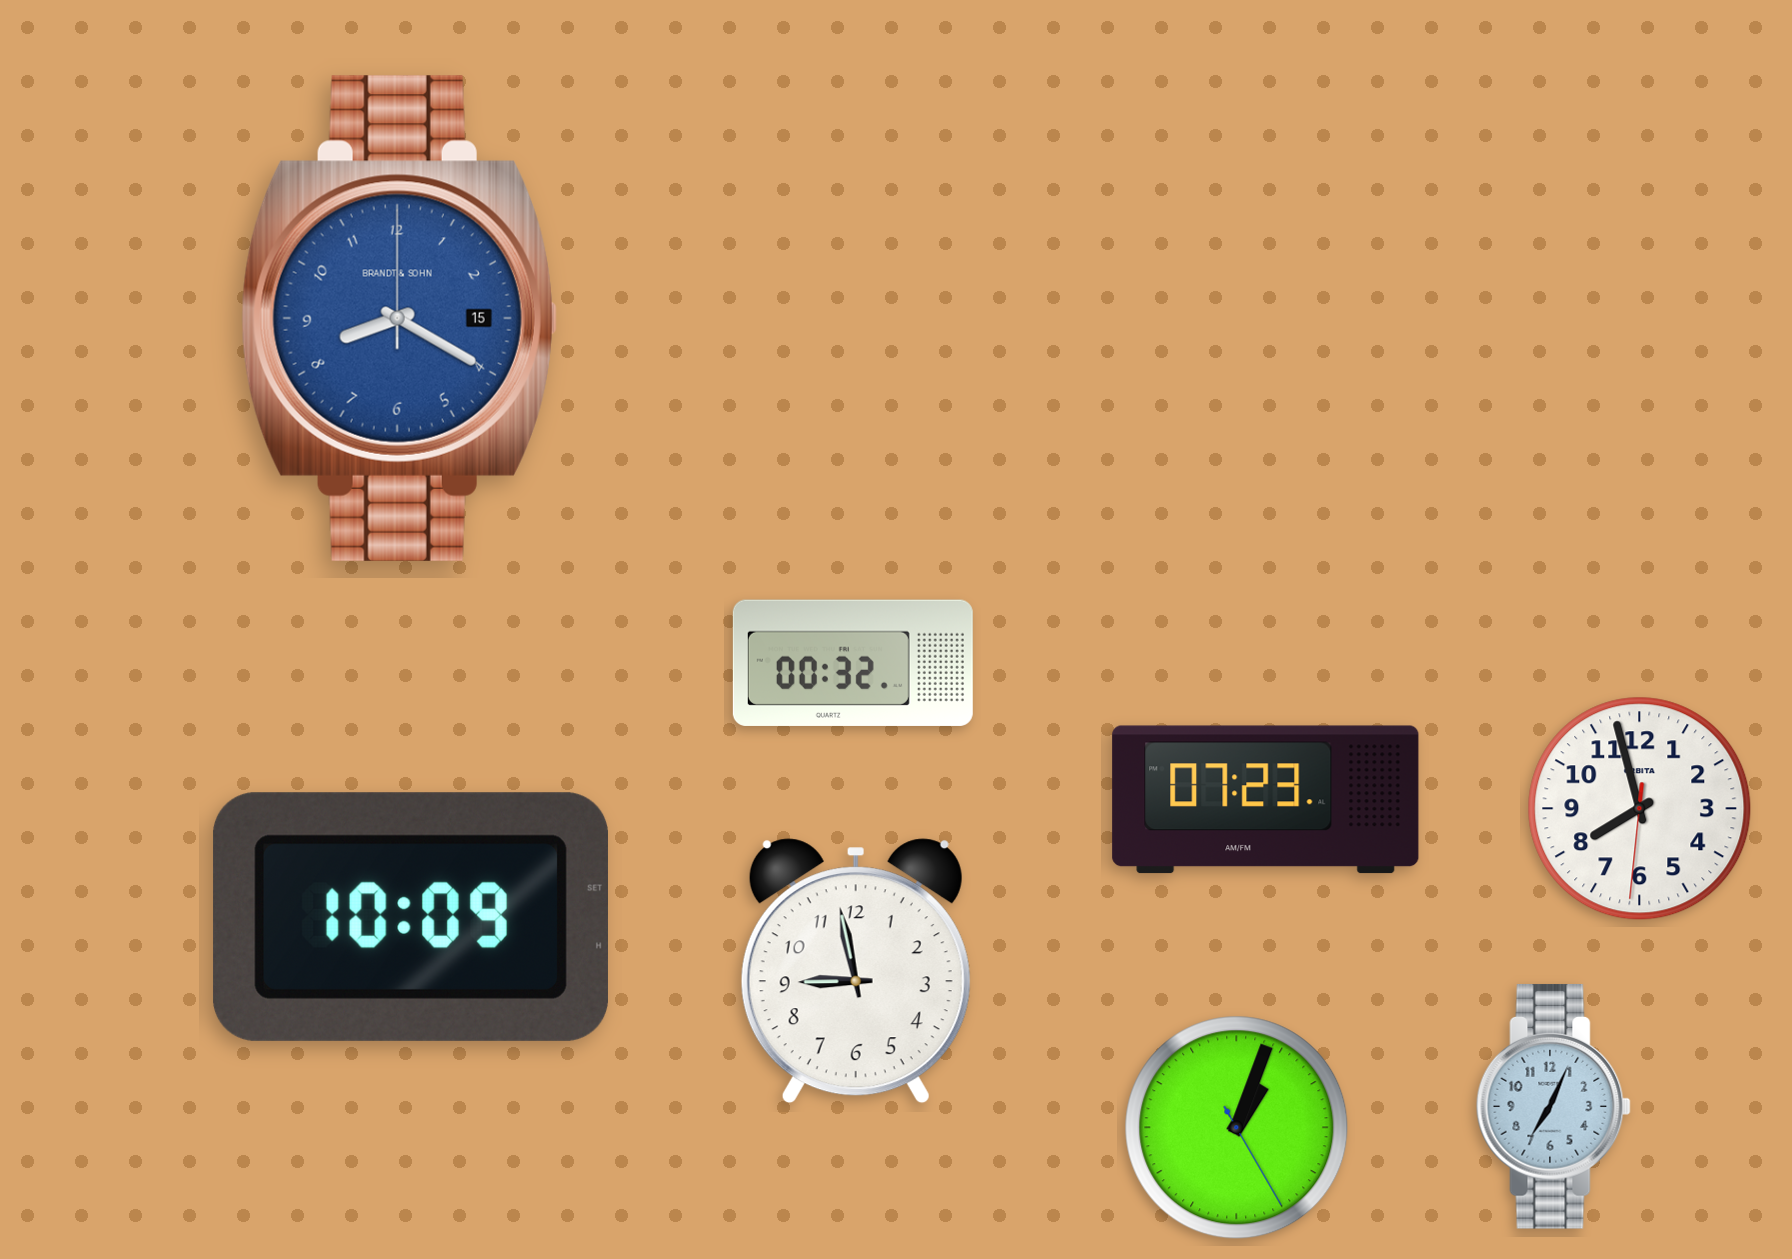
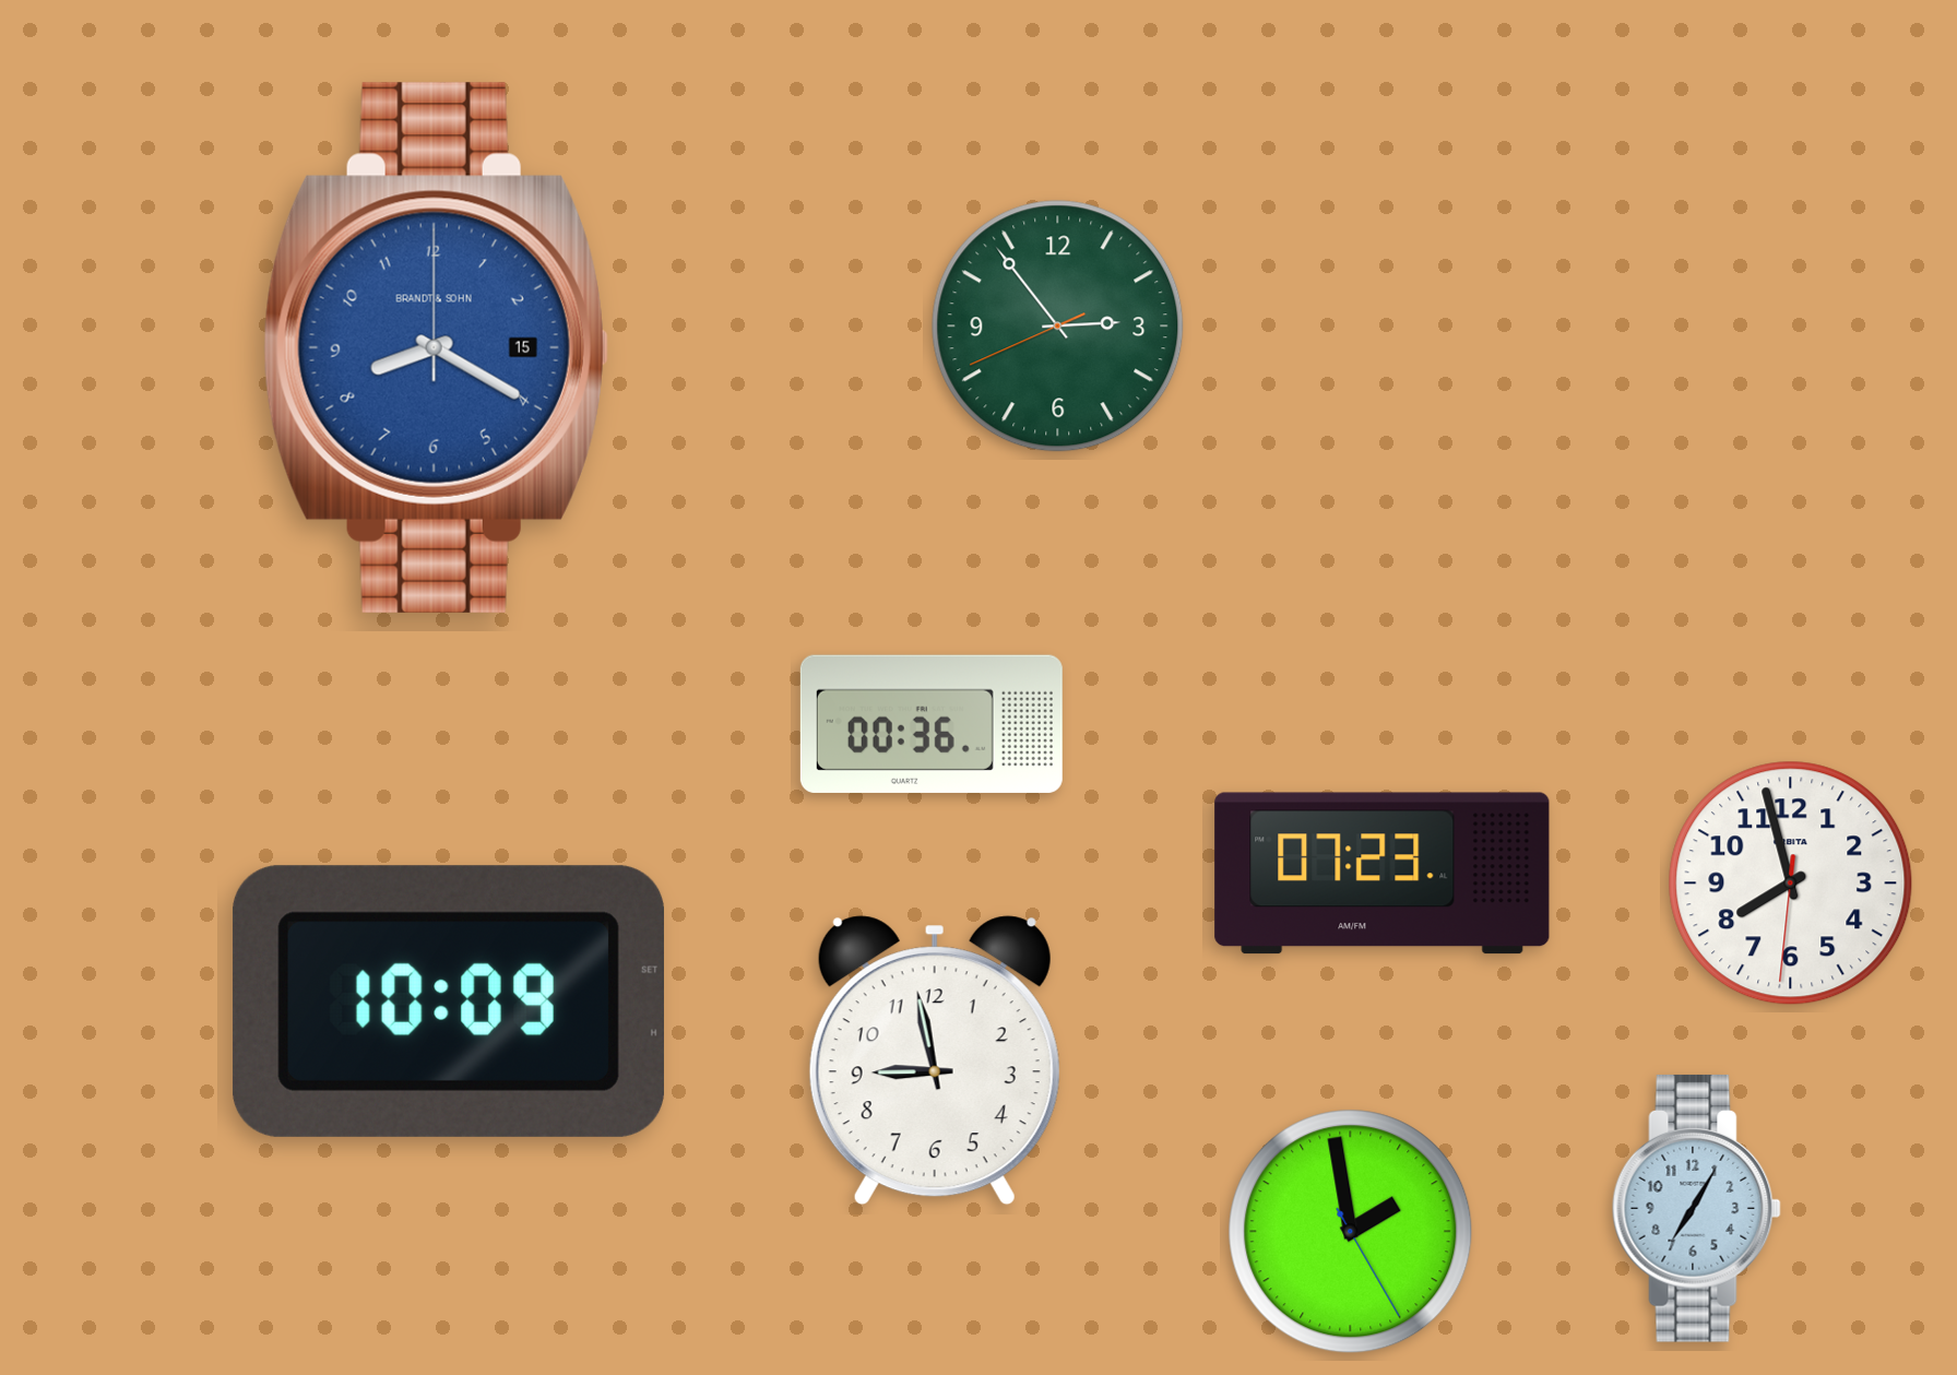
clock at (1058, 327): none -> 2:53
clock at (853, 663): 00:32 -> 00:36
clock at (1553, 1106): 7:04 -> 7:05
clock at (1237, 1128): 1:03 -> 1:58
